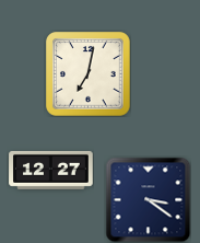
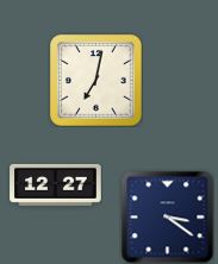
clock at (148, 199) position: (148, 199) -> (167, 216)
